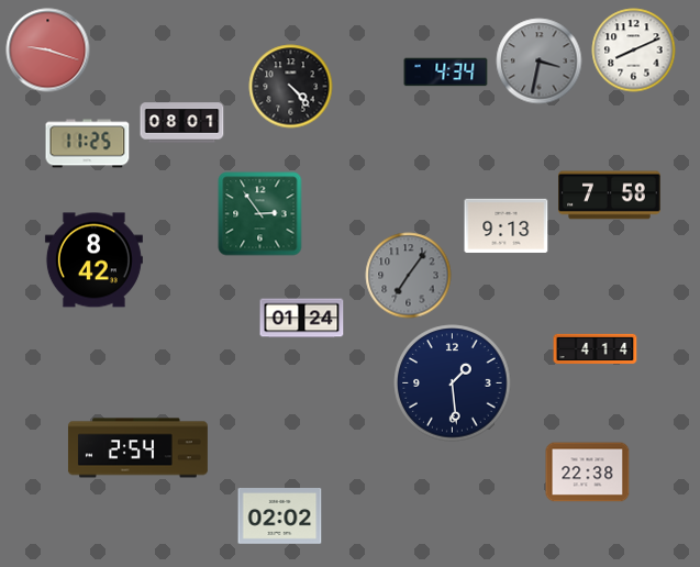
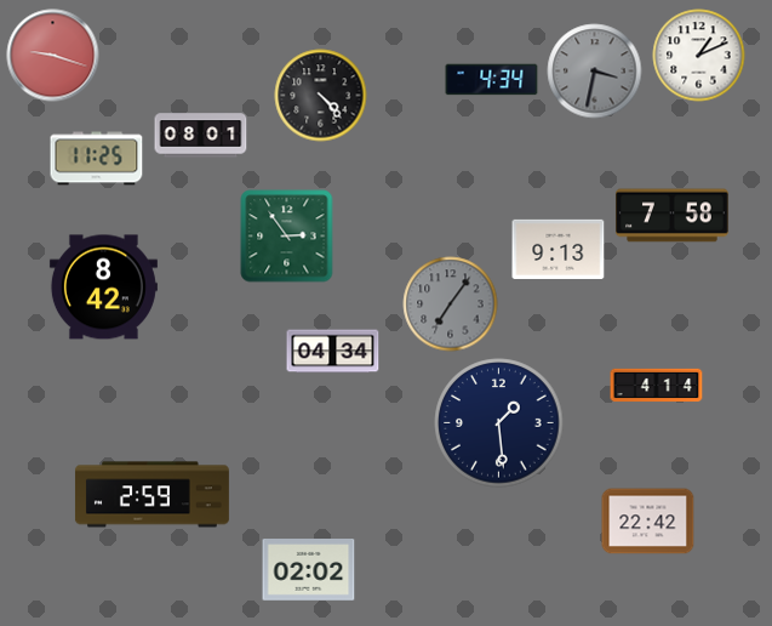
clock at (634, 51): 8:11 -> 1:11
clock at (540, 62) position: (540, 62) -> (595, 72)
clock at (302, 319): 01:24 -> 04:34
clock at (137, 448): 2:54 -> 2:59
clock at (588, 472): 22:38 -> 22:42
